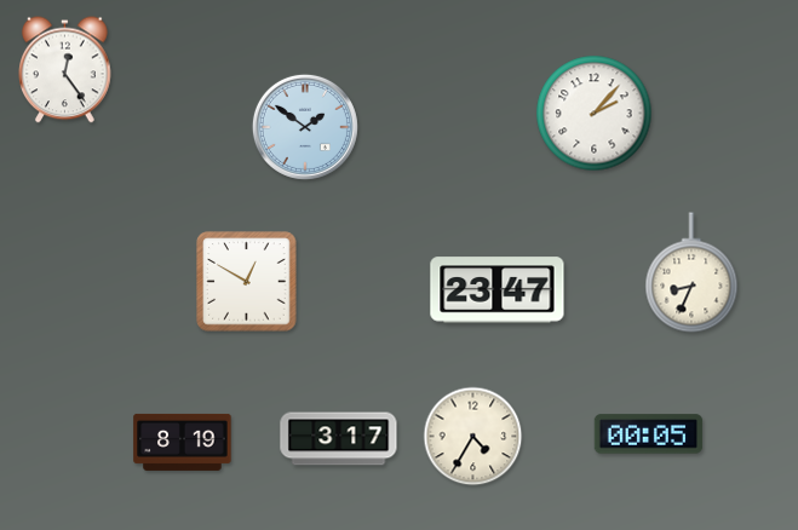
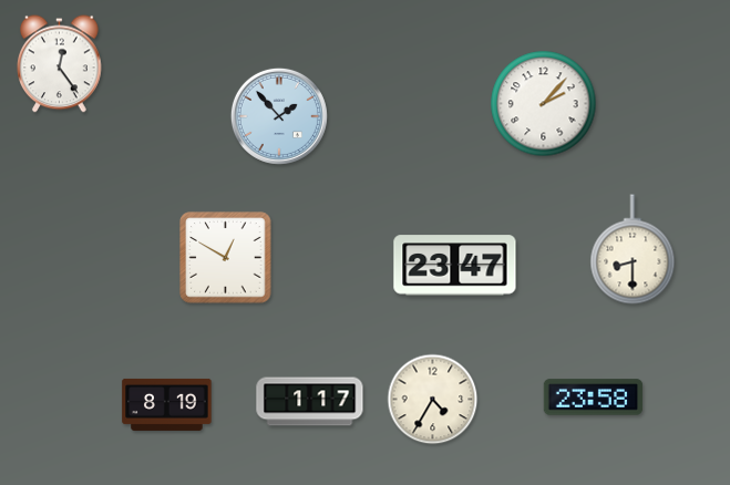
clock at (305, 127): 1:51 -> 1:53
clock at (691, 272): 8:34 -> 8:30
clock at (649, 434): 00:05 -> 23:58
clock at (339, 439): 3:17 -> 1:17
